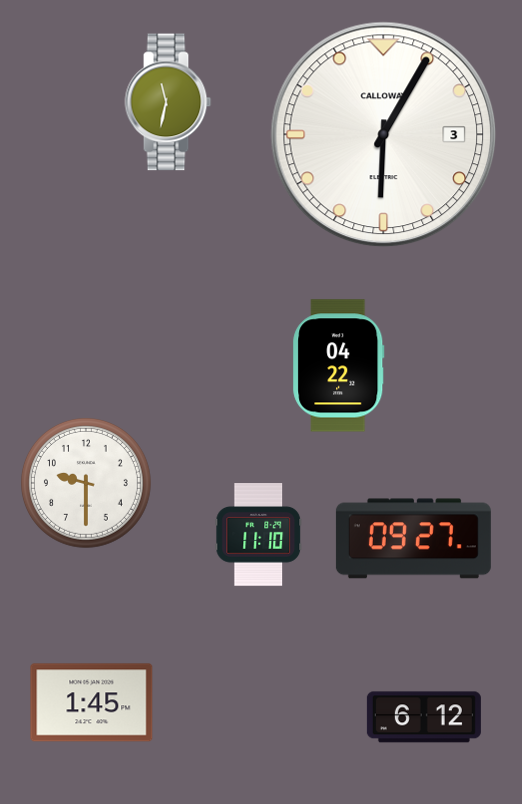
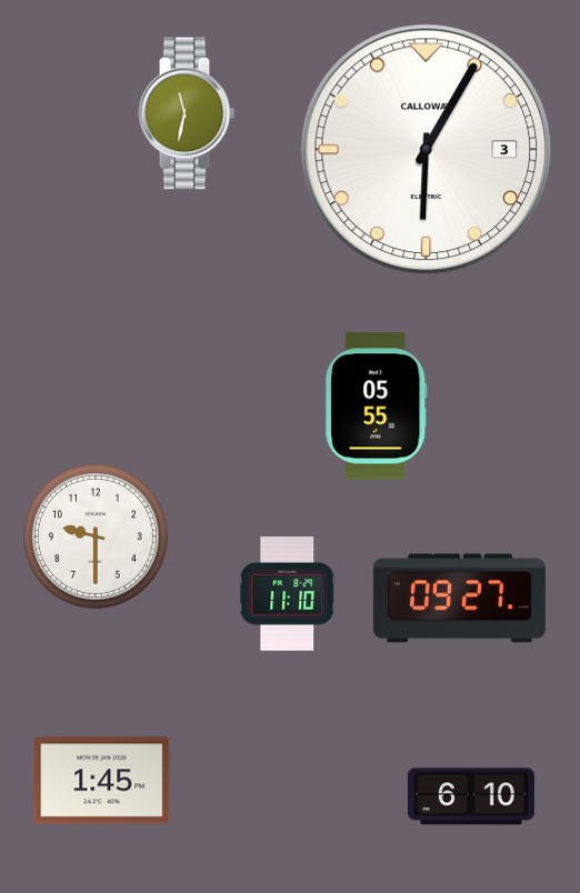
clock at (339, 366): 04:22 -> 05:55
clock at (424, 717): 6:12 -> 6:10
